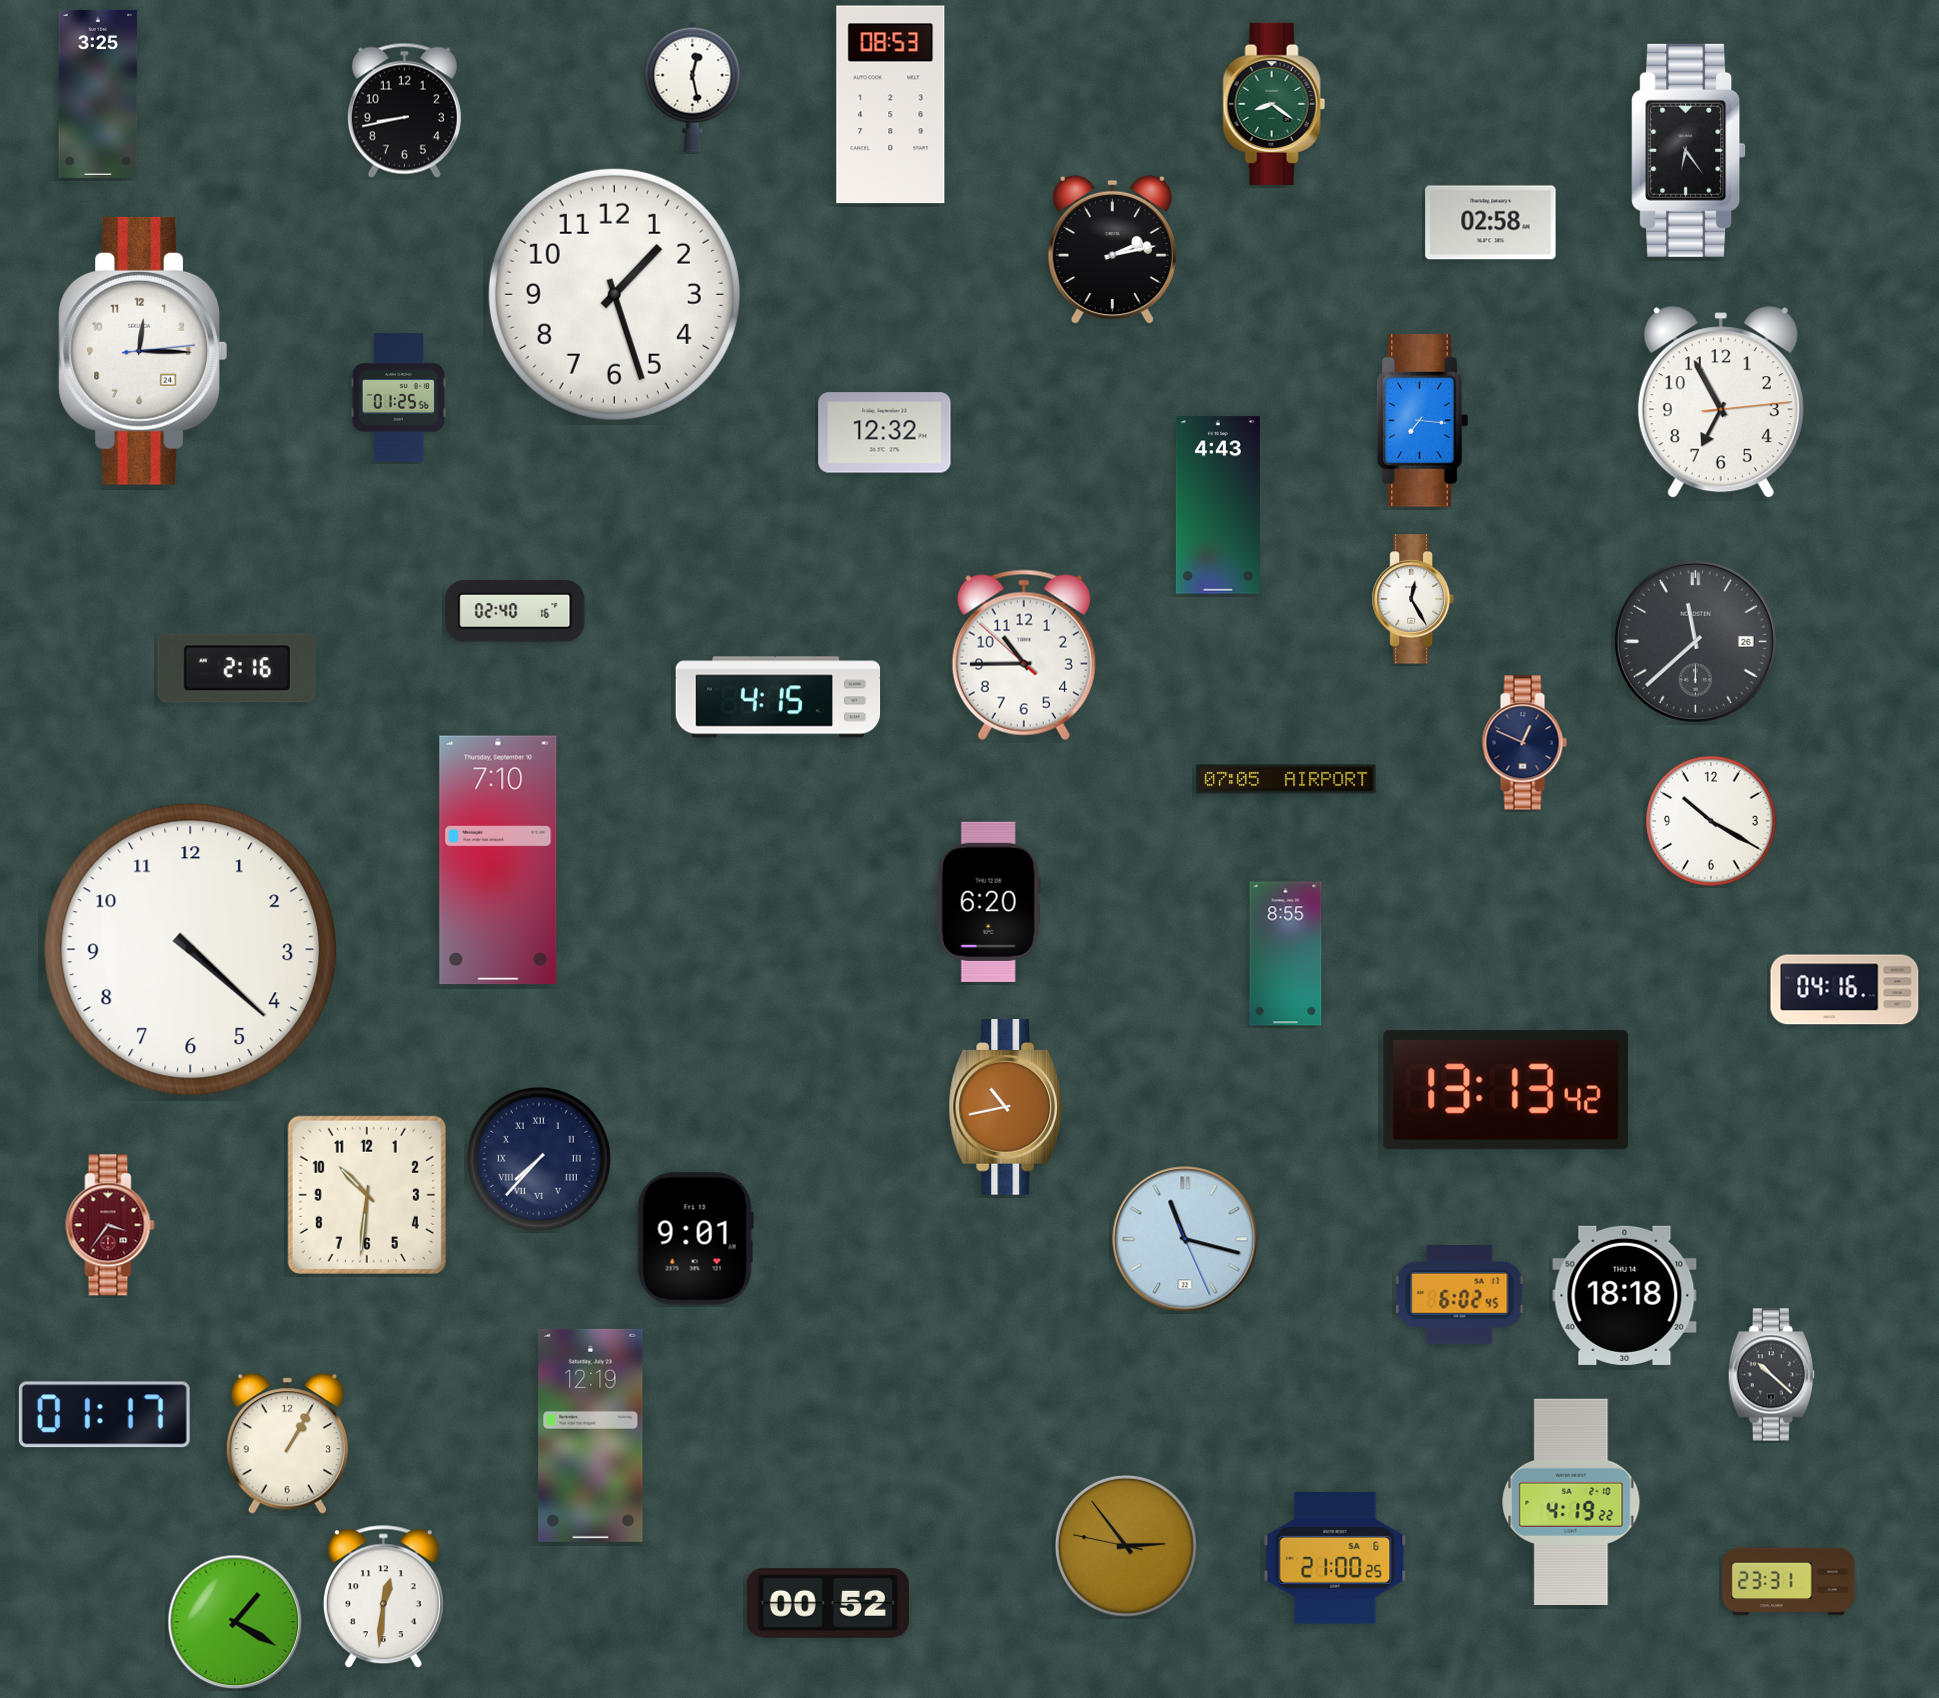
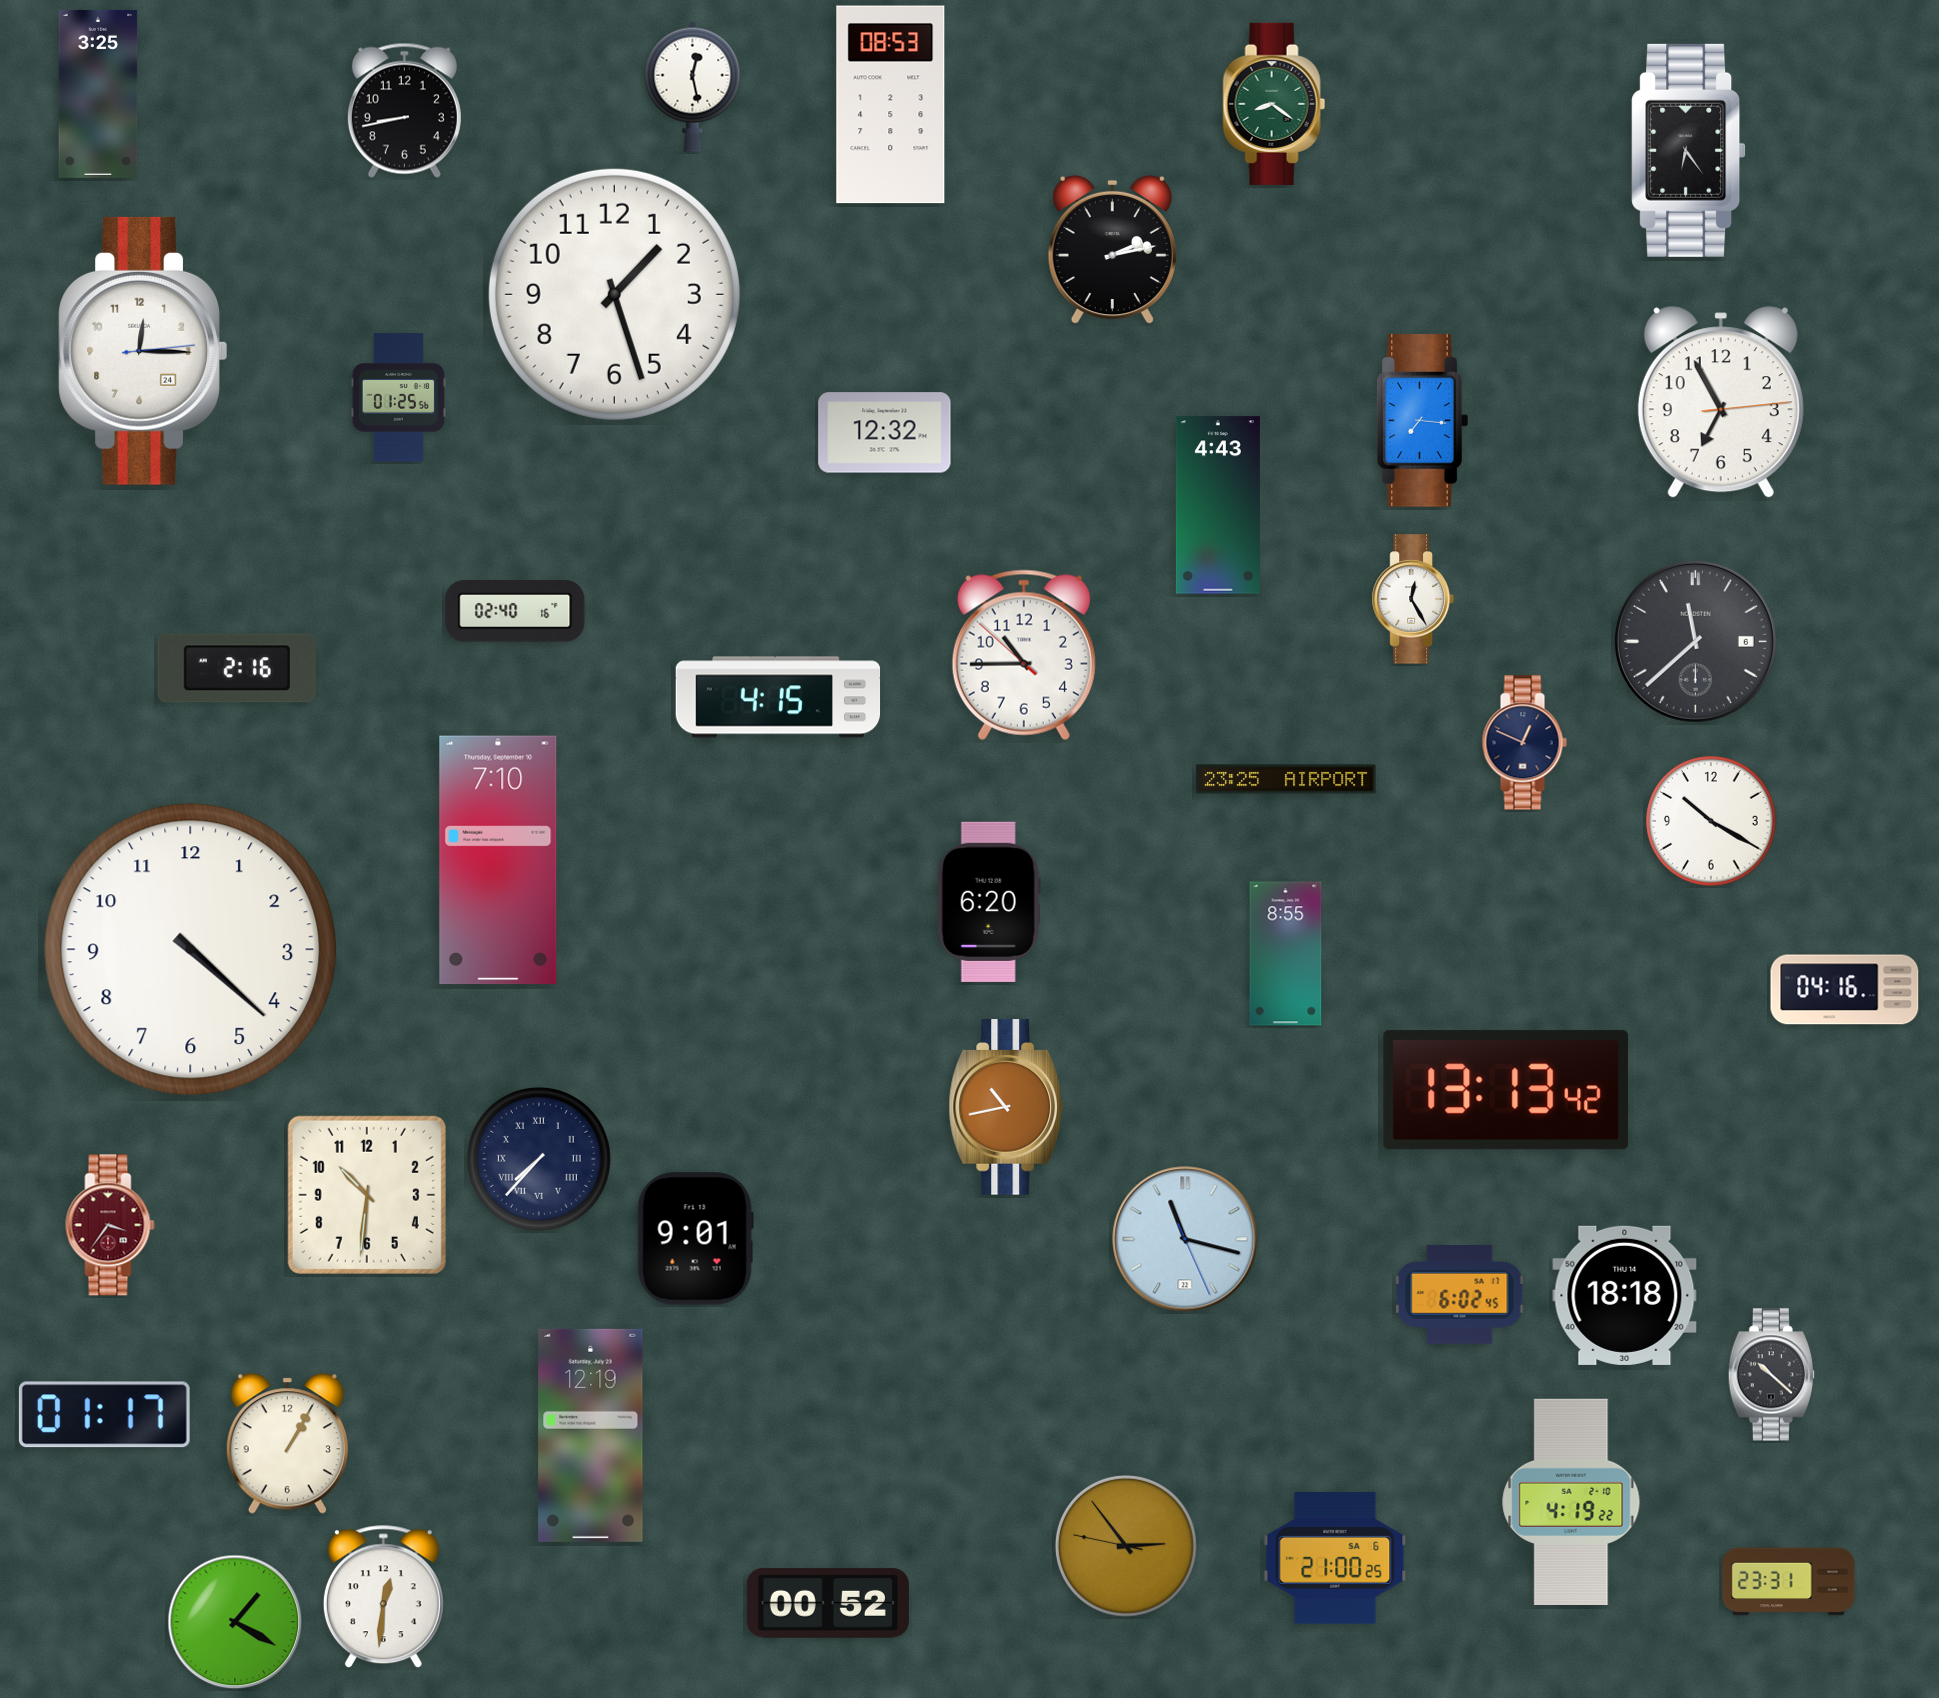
clock at (1491, 223): 02:58 -> none
clock at (1695, 641) date: 26 -> 6
clock at (1286, 779): 07:05 -> 23:25
